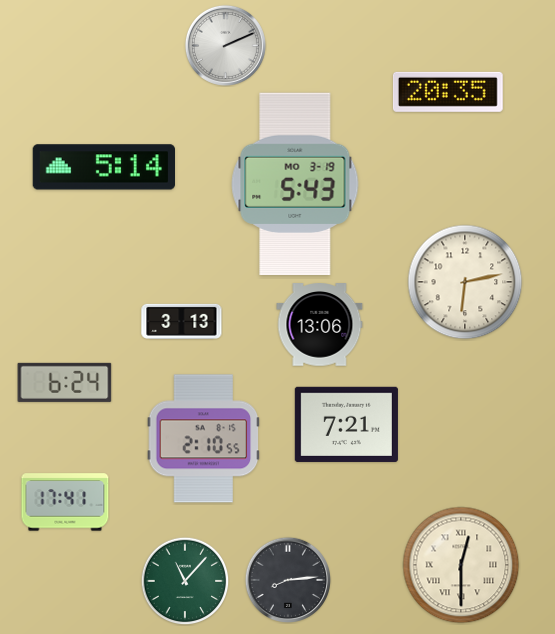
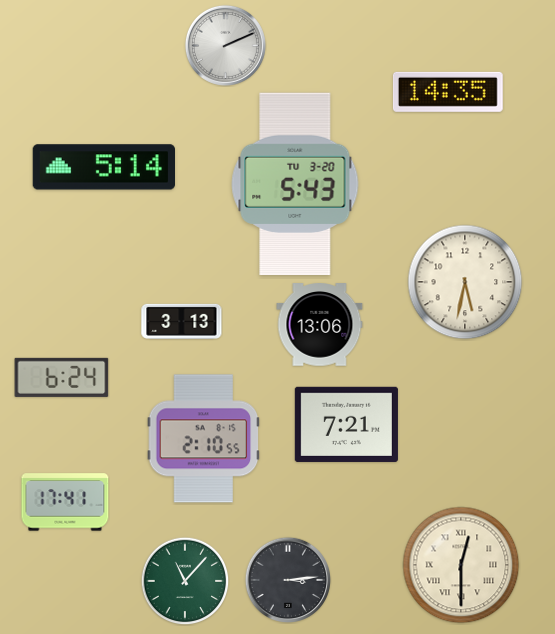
clock at (448, 92): 20:35 -> 14:35
clock at (295, 184) date: MO 3-19 -> TU 3-20
clock at (465, 282): 6:13 -> 5:32
clock at (65, 382) position: (65, 382) -> (62, 377)
clock at (287, 579): 8:14 -> 3:14
